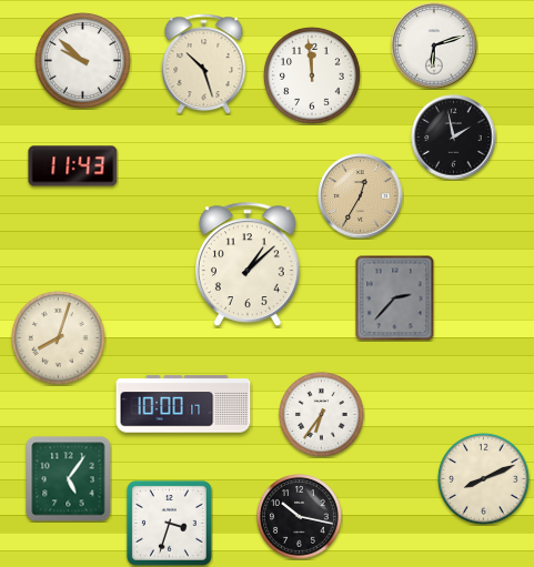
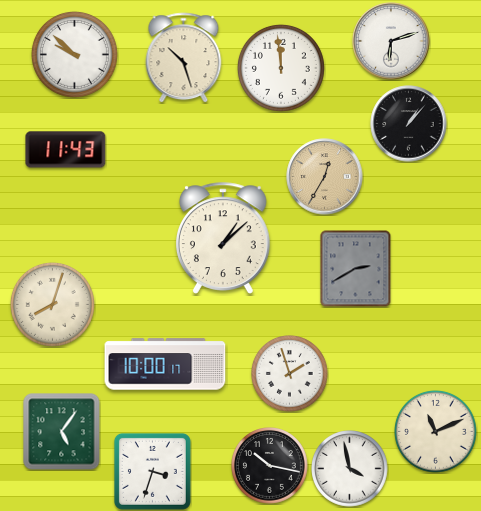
clock at (454, 138): 1:58 -> 1:07
clock at (395, 297): 2:37 -> 2:40
clock at (322, 415): 6:36 -> 1:57
clock at (484, 479): 8:11 -> 11:11
clock at (350, 469): none -> 3:58
